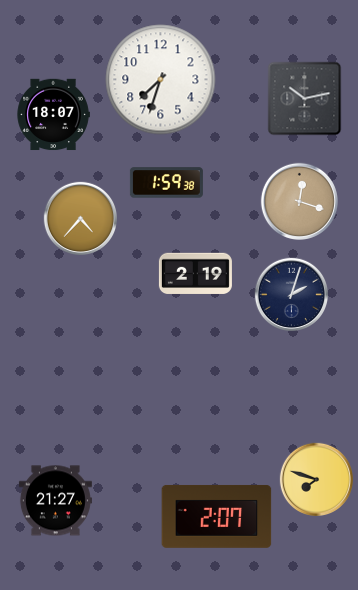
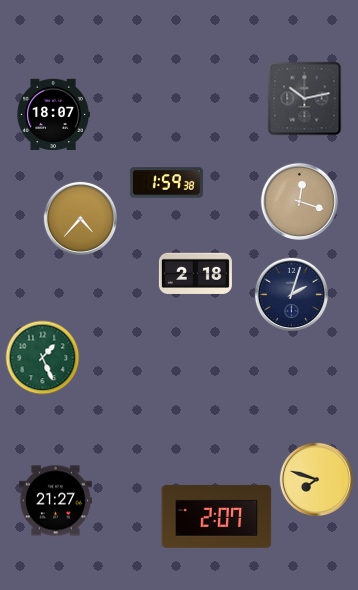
clock at (161, 80): 7:33 -> none
clock at (195, 273): 2:19 -> 2:18
clock at (43, 358): none -> 1:26
